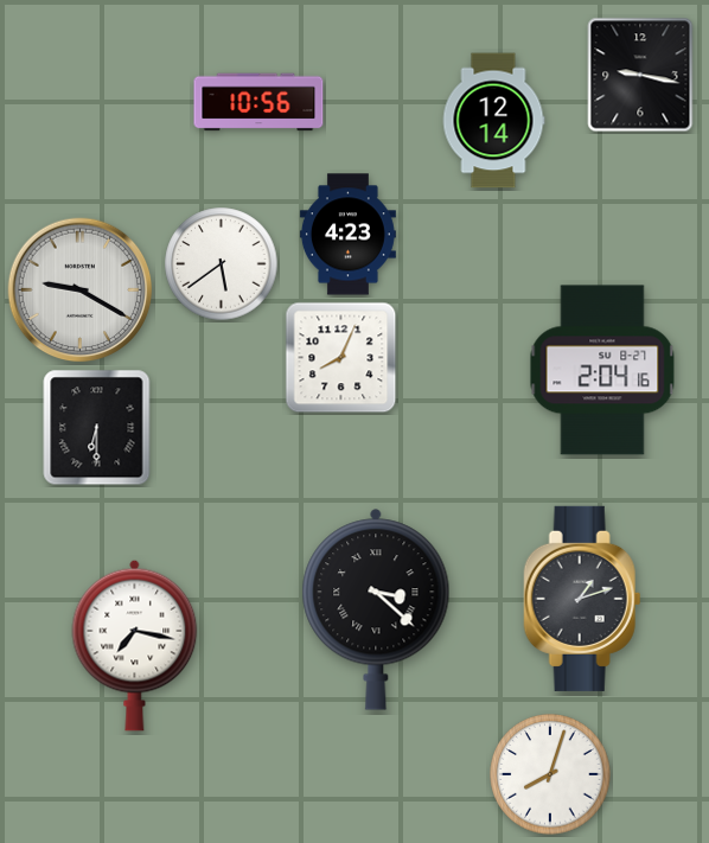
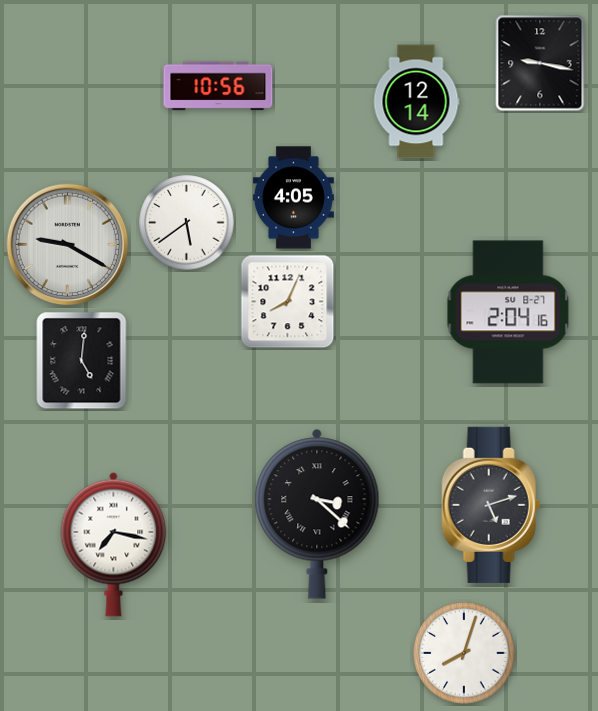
clock at (347, 235): 4:23 -> 4:05
clock at (97, 428): 6:30 -> 5:01
clock at (582, 599): 1:12 -> 5:12
